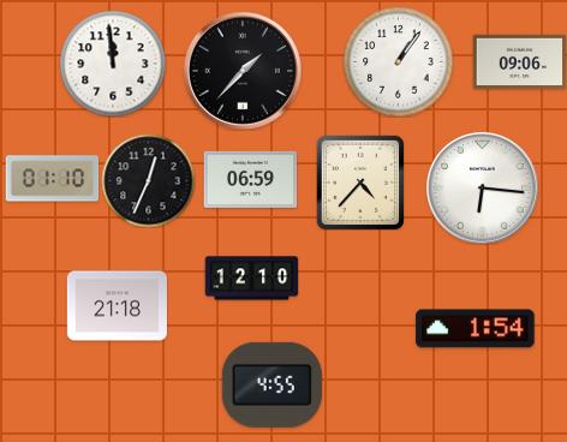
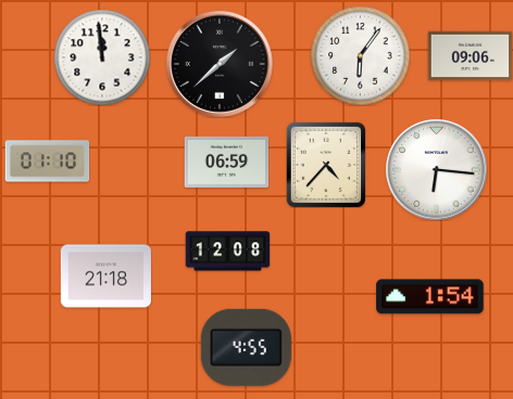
clock at (398, 61): 1:06 -> 6:06
clock at (243, 71): 1:37 -> 1:38
clock at (148, 180): 12:34 -> none
clock at (251, 279): 12:10 -> 12:08
